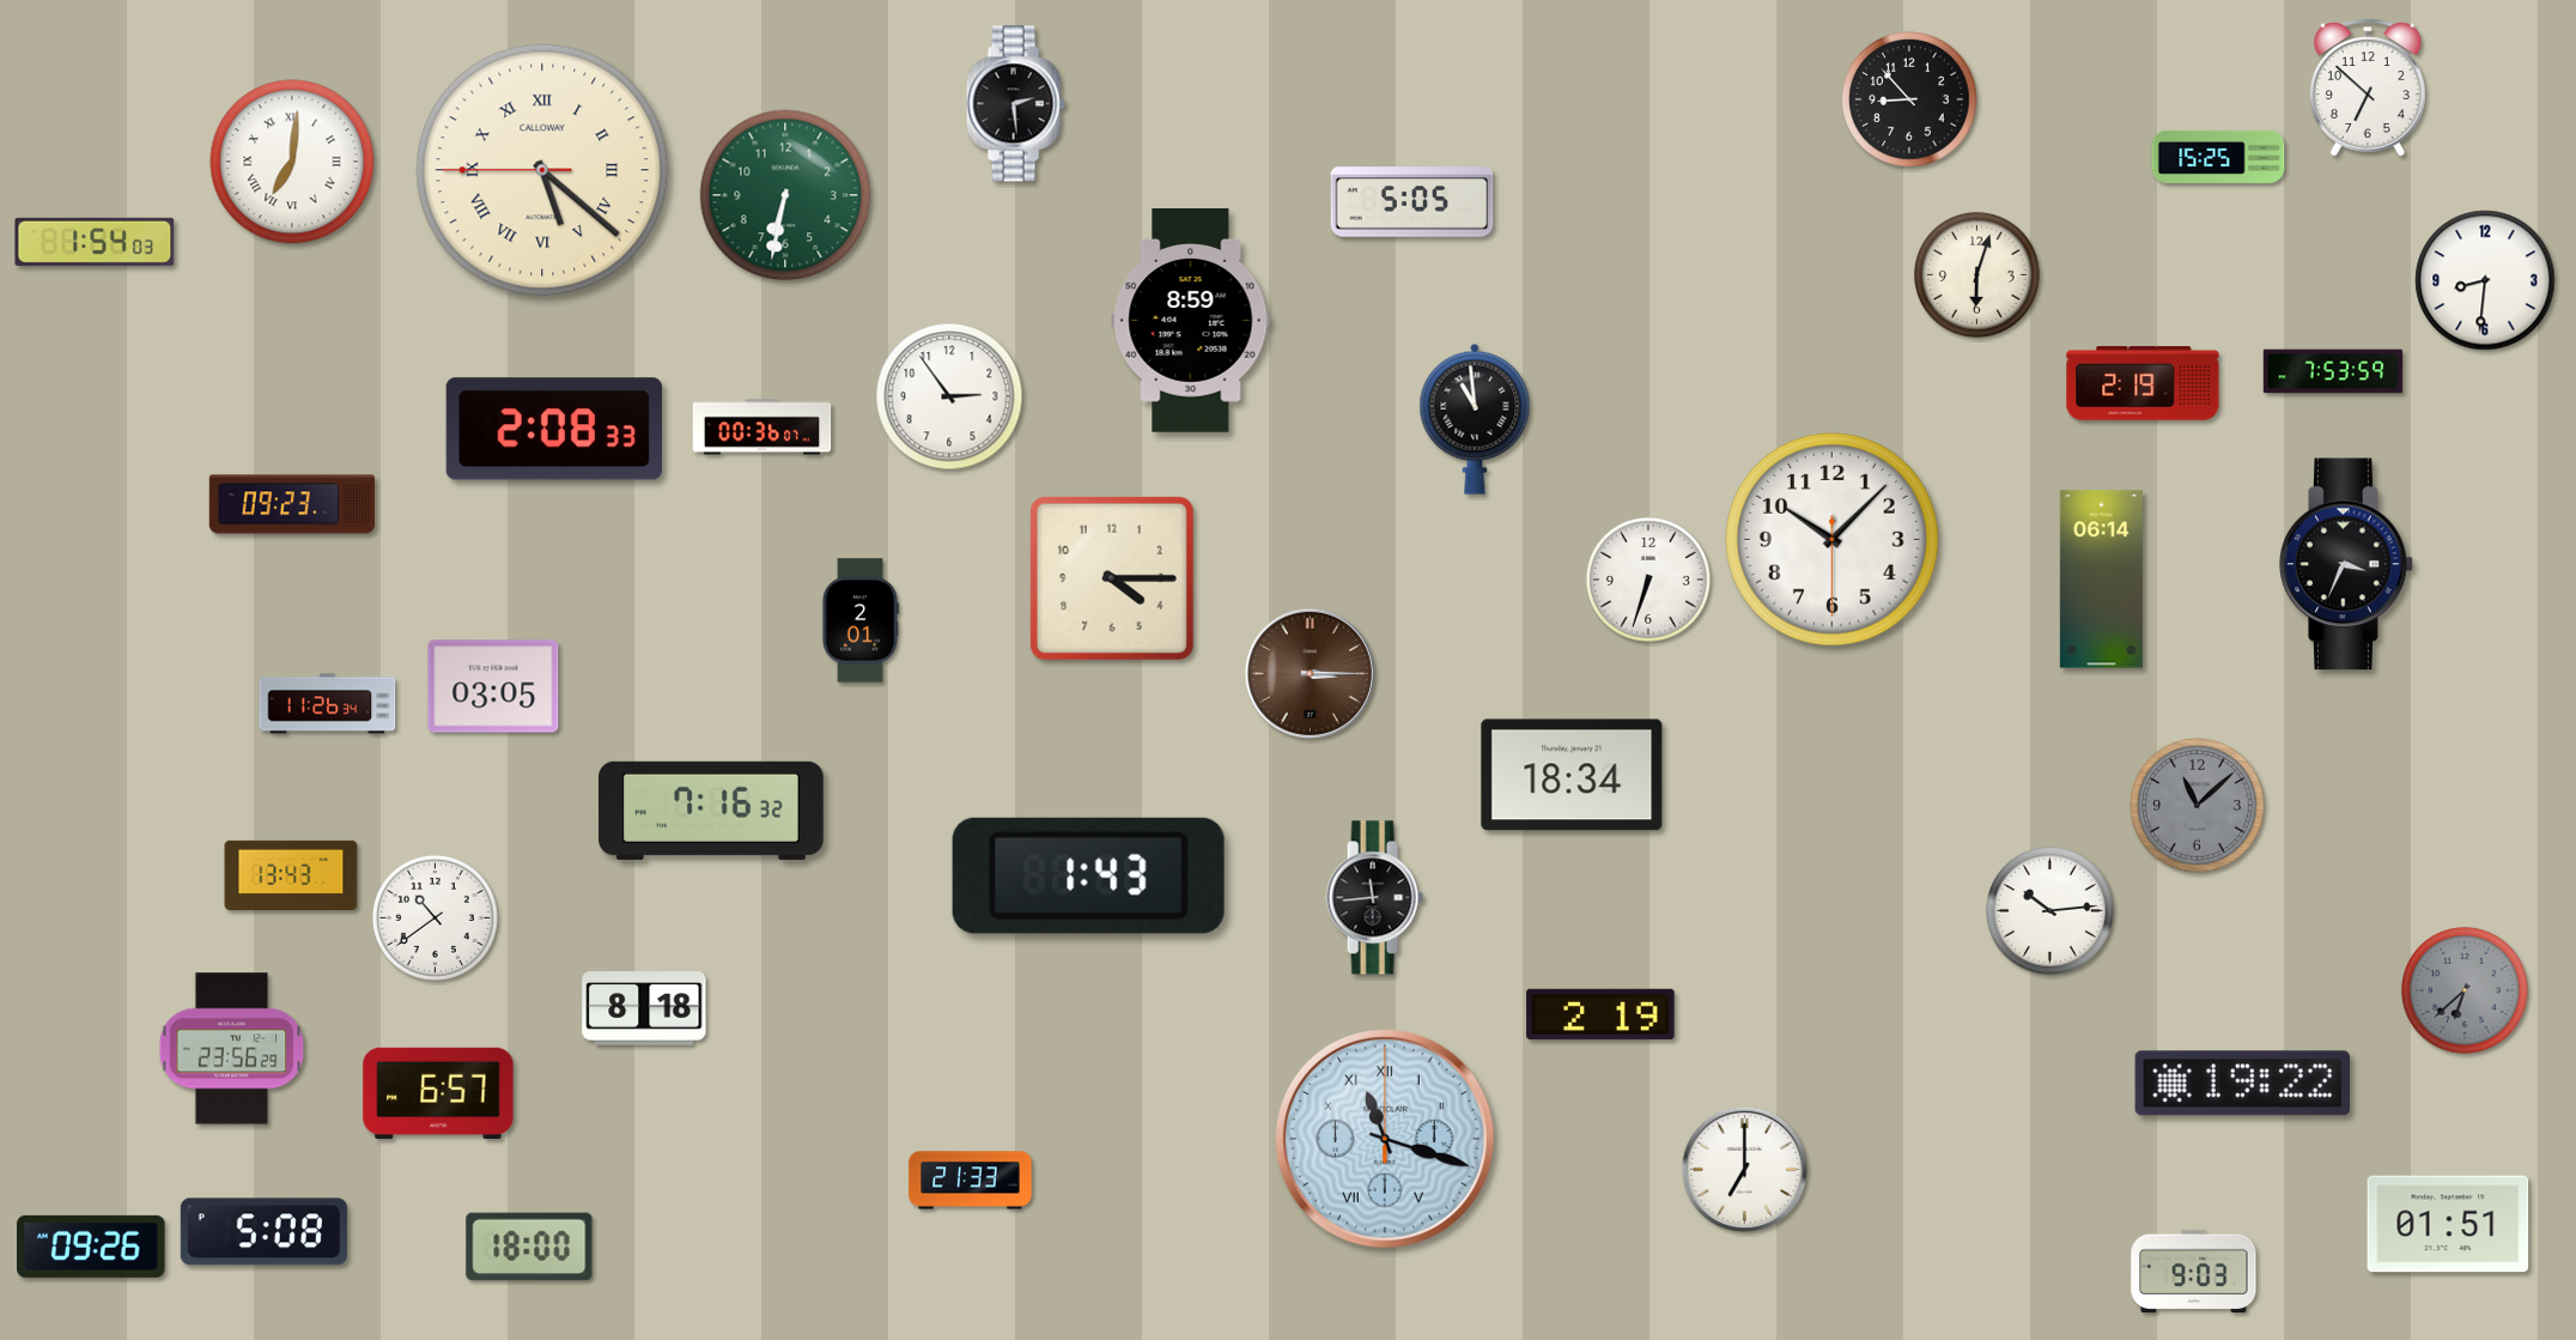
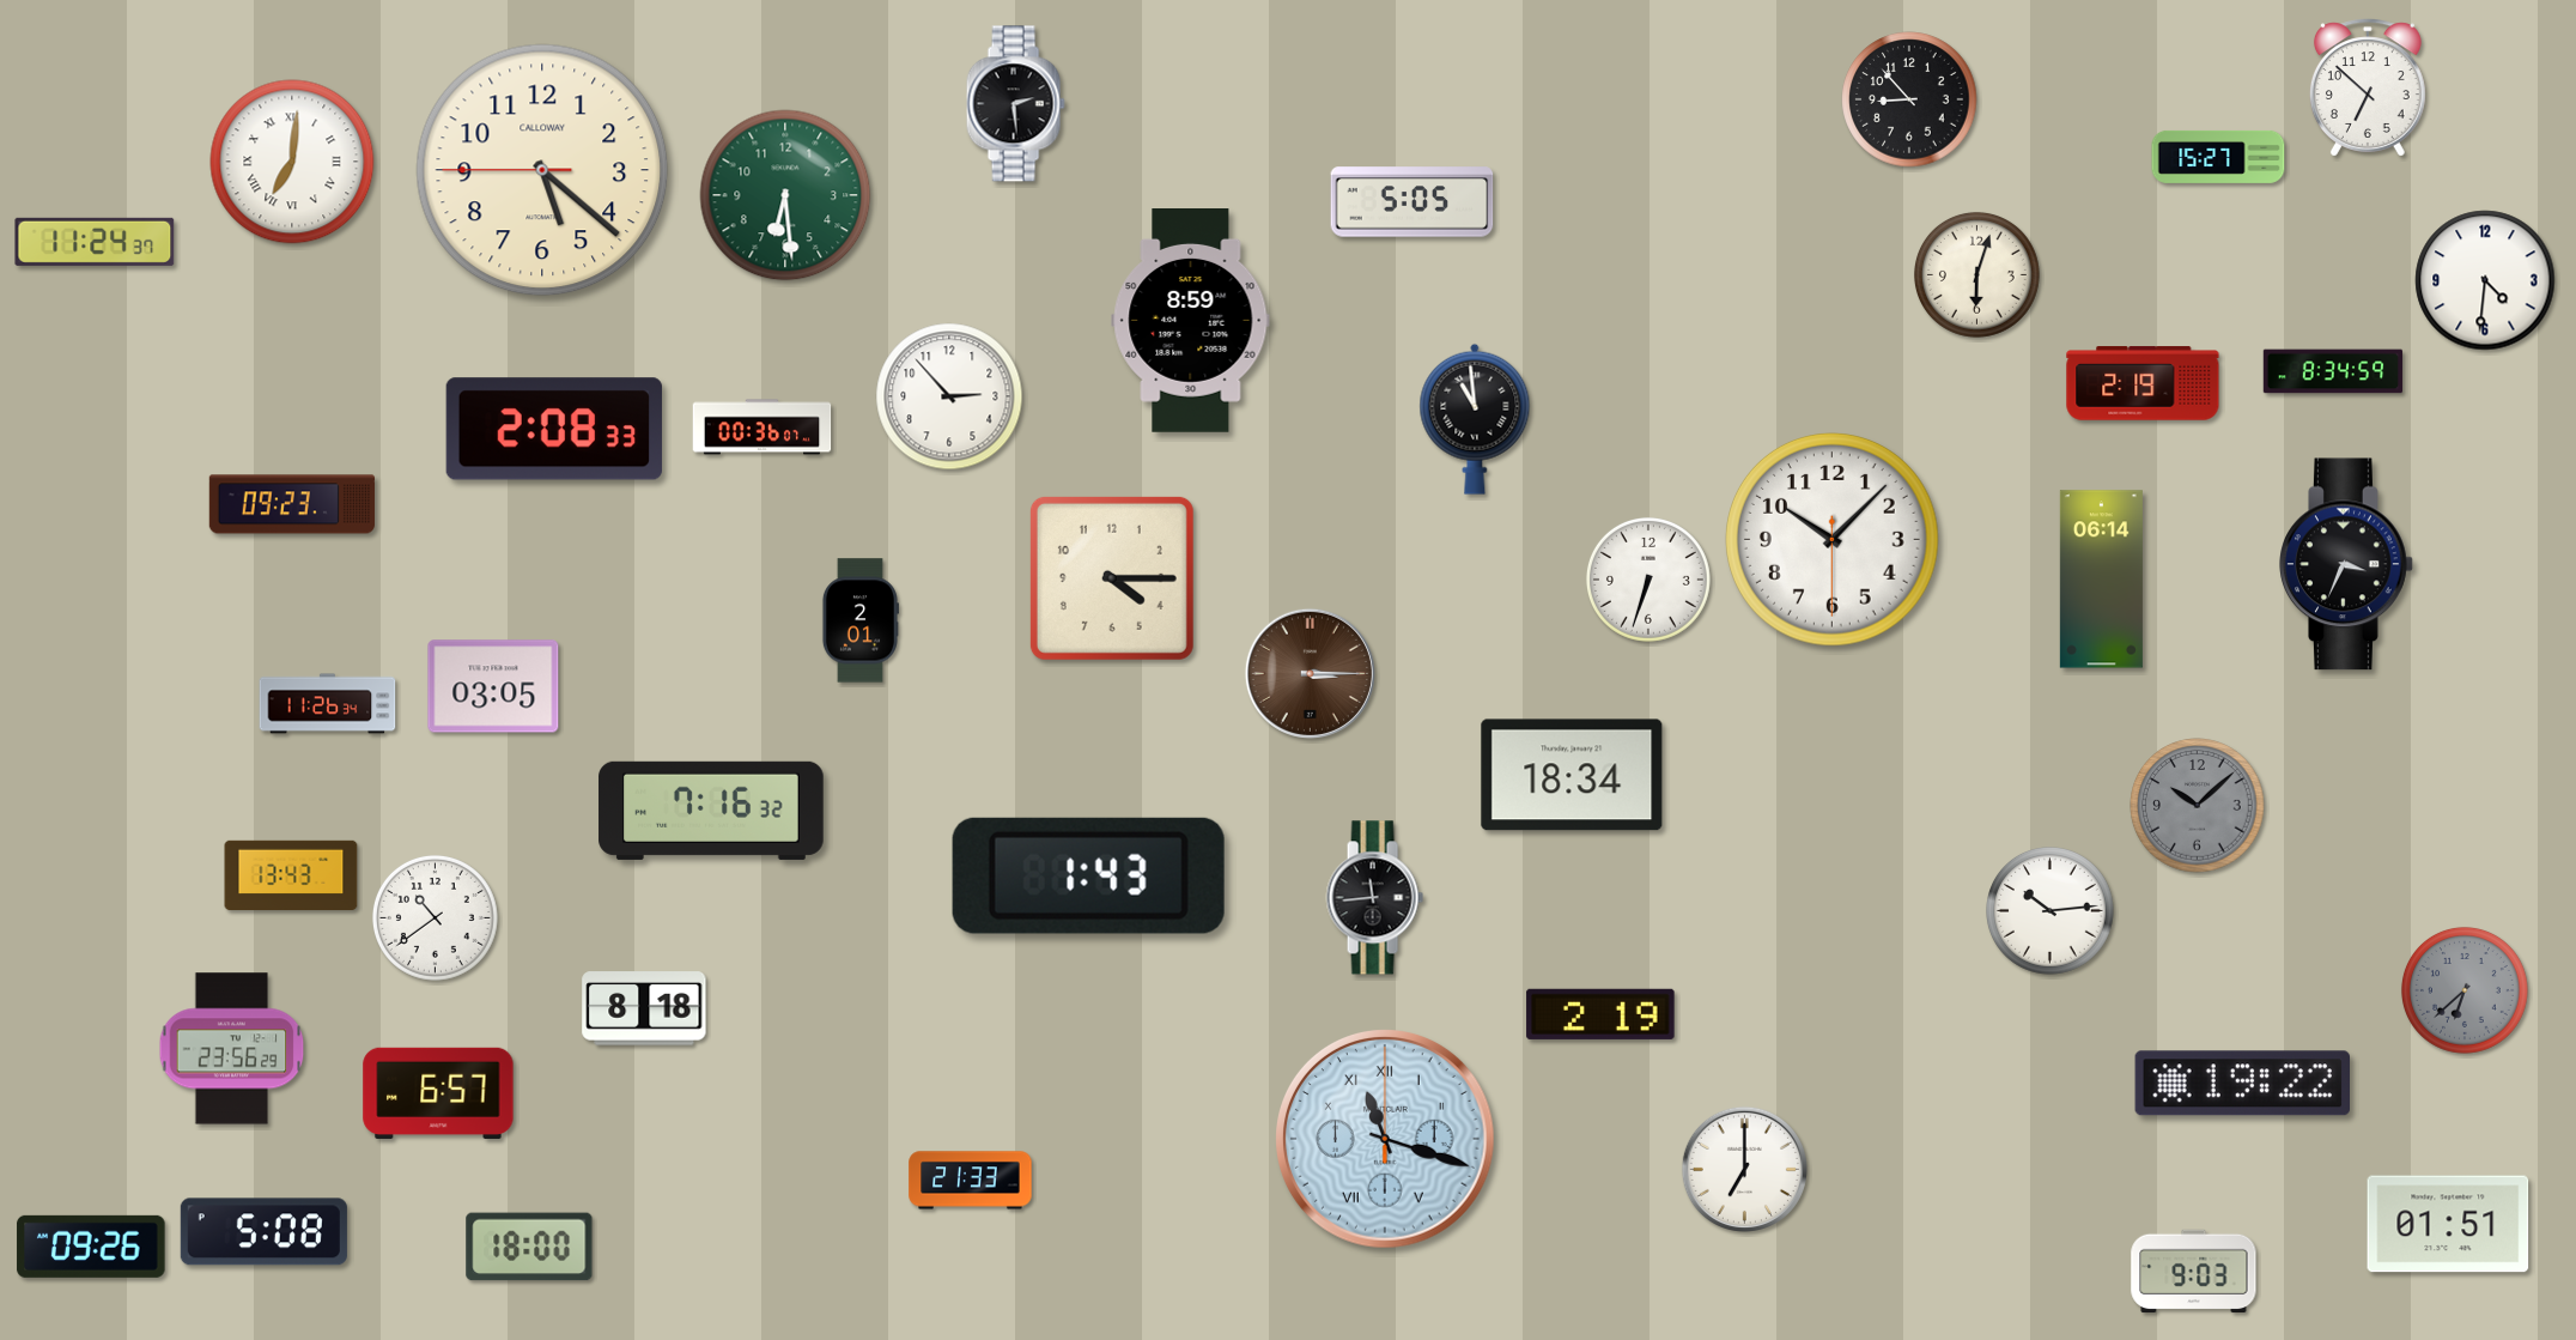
clock at (2218, 157): 15:25 -> 15:27
clock at (542, 170) numerals: Roman -> Arabic
clock at (785, 195): 6:32 -> 6:29
clock at (95, 242): 1:54 -> 11:24
clock at (2485, 280): 8:31 -> 4:31
clock at (2333, 371): 7:53 -> 8:34
clock at (949, 396): 2:54 -> 2:53
clock at (2198, 806): 11:08 -> 10:08
